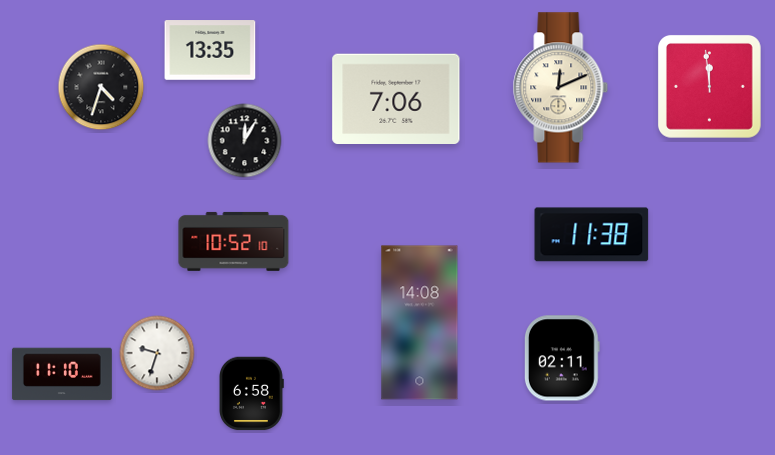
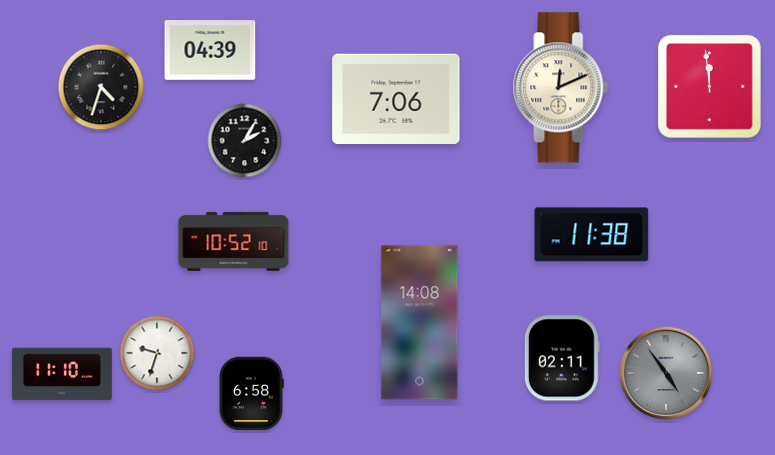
clock at (210, 50): 13:35 -> 04:39
clock at (245, 141): 12:05 -> 2:05
clock at (666, 373): none -> 4:54
